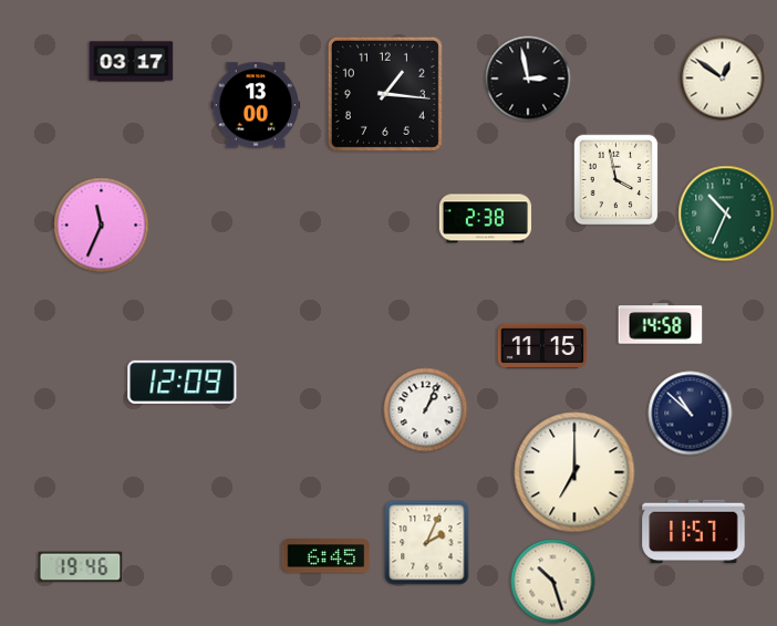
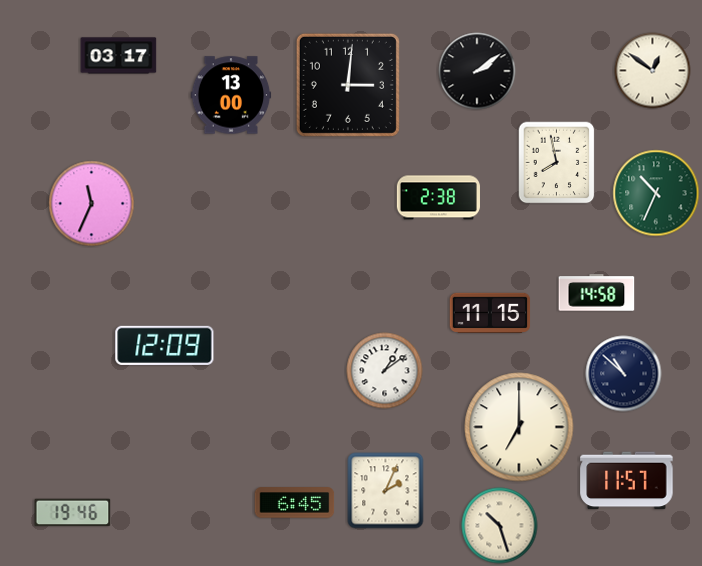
clock at (528, 79): 2:58 -> 2:09
clock at (385, 94): 1:16 -> 3:01
clock at (617, 180): 3:58 -> 7:58
clock at (426, 410): 1:04 -> 1:09
